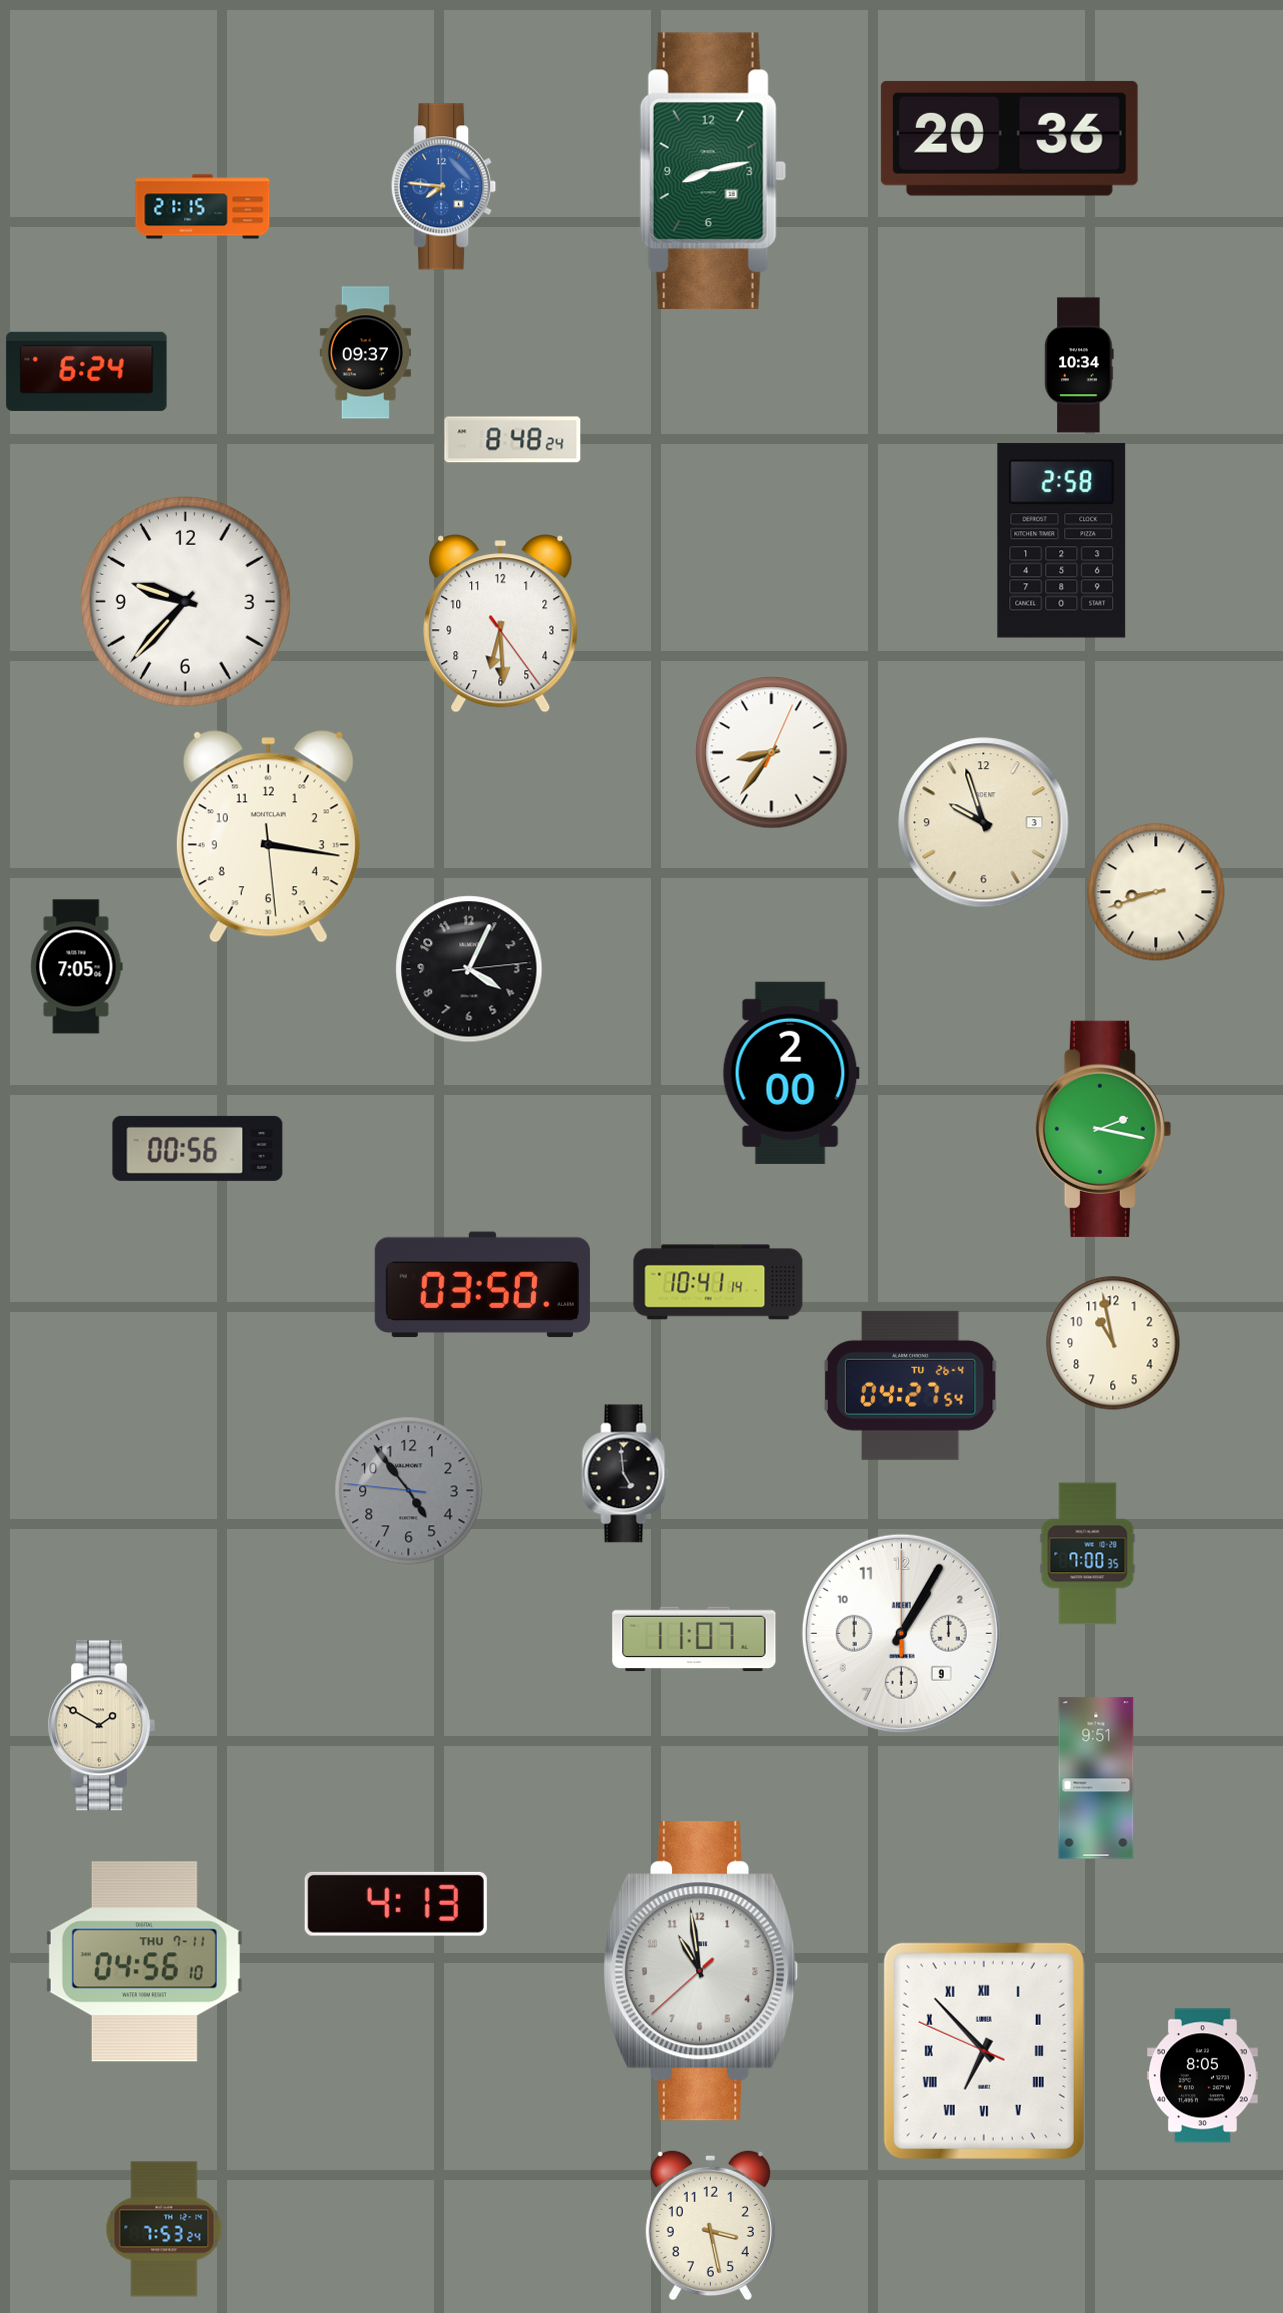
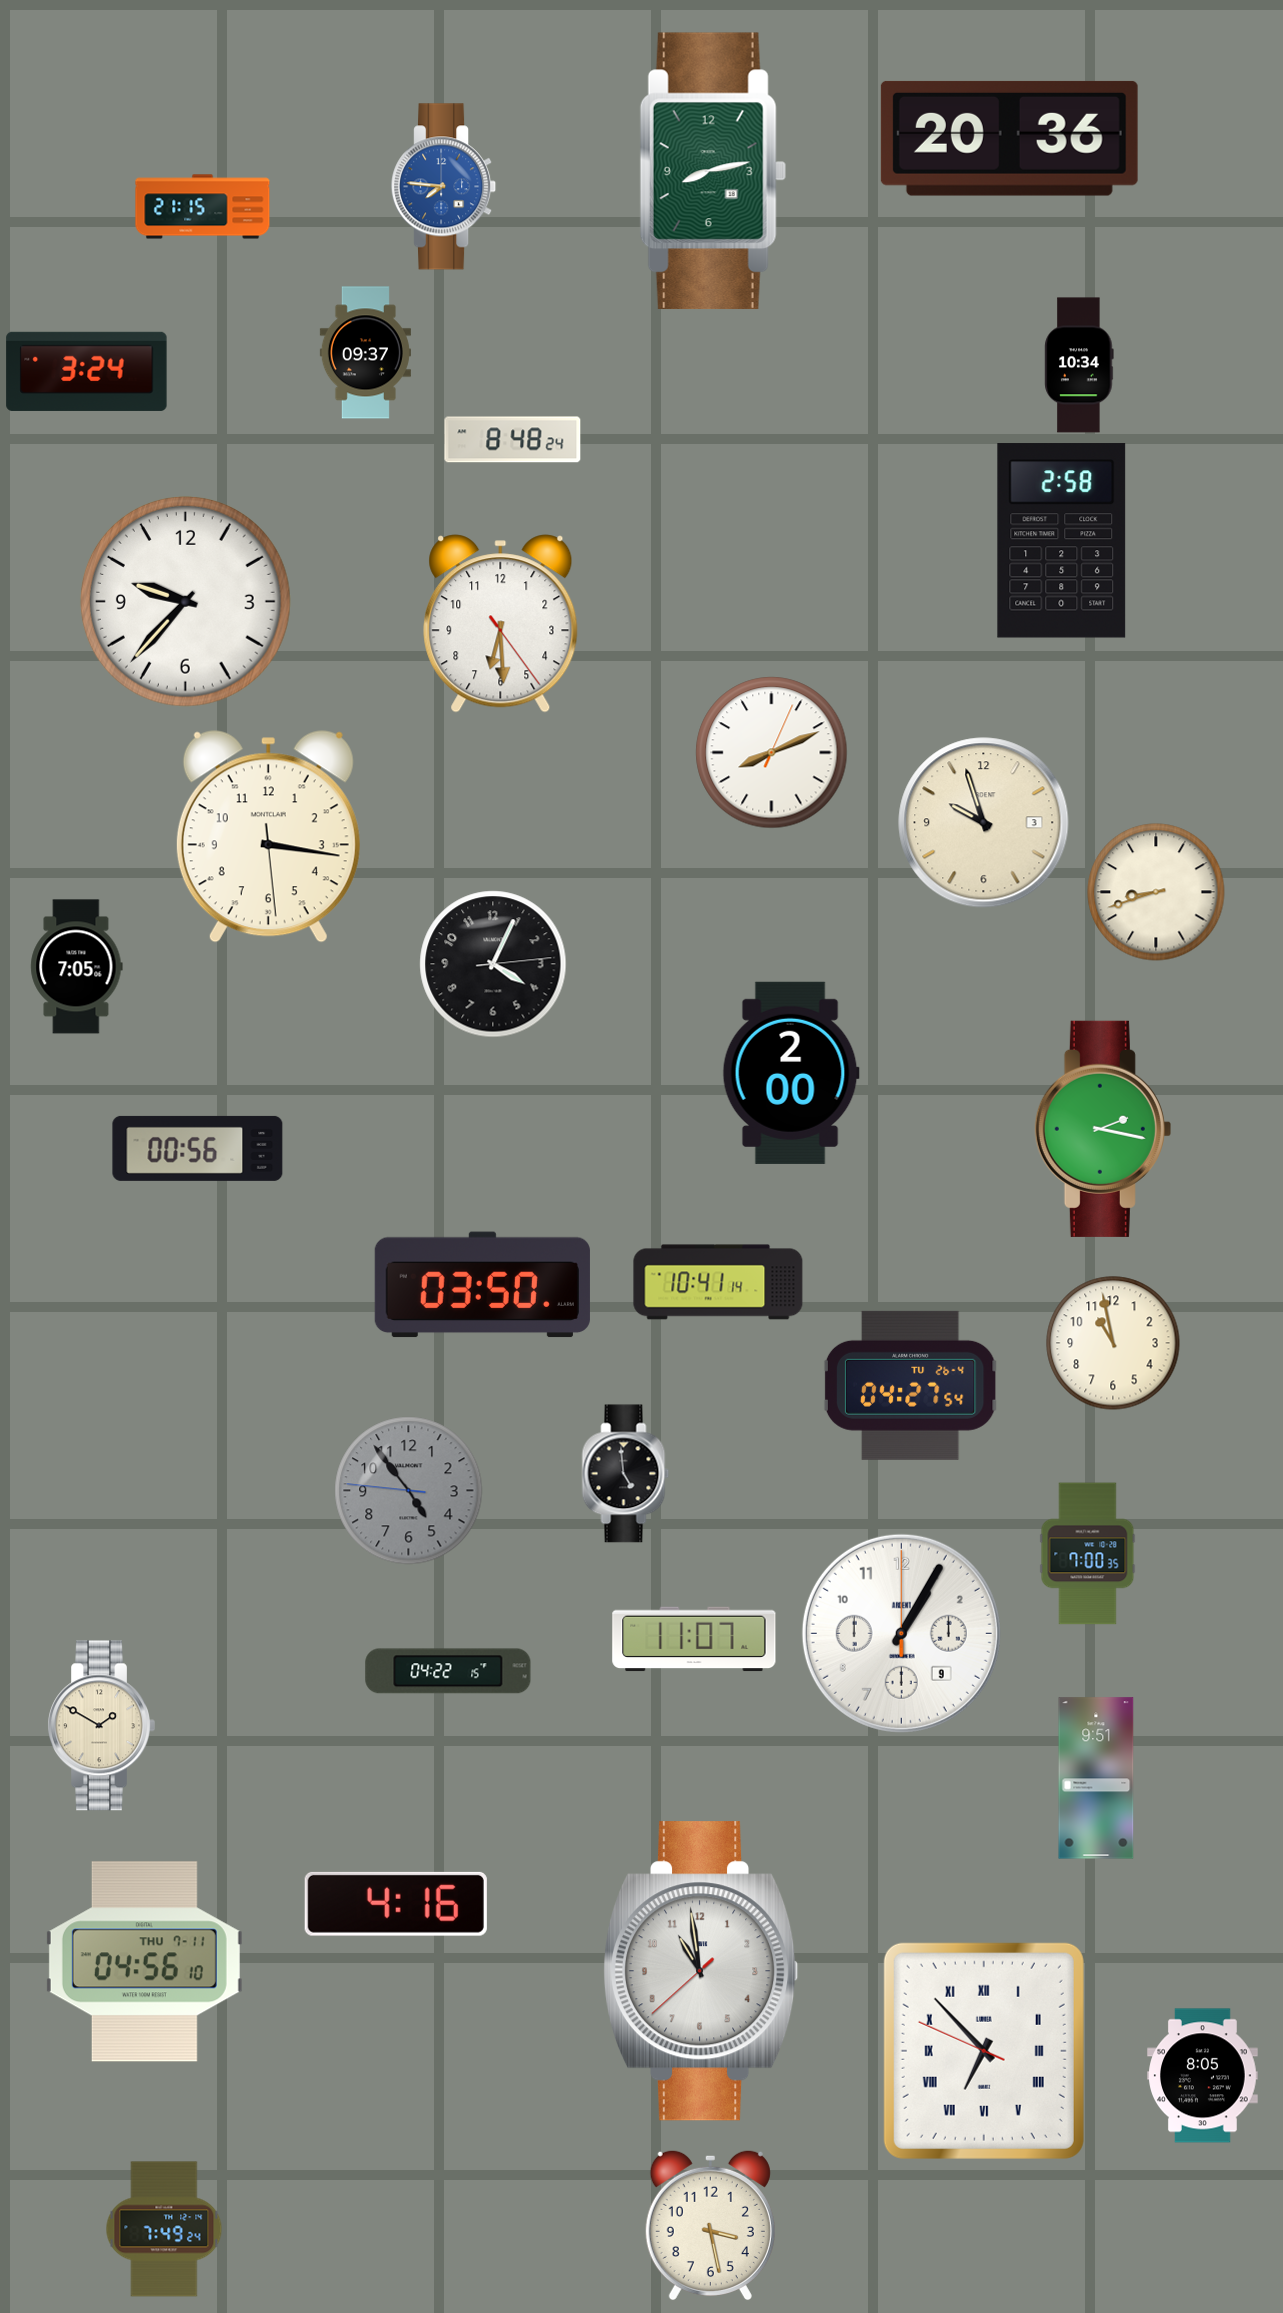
clock at (87, 371): 6:24 -> 3:24
clock at (772, 753): 8:36 -> 8:11
clock at (469, 969) position: (469, 969) -> (493, 964)
clock at (448, 1671): none -> 04:22
clock at (396, 1904): 4:13 -> 4:16
clock at (164, 2229): 7:53 -> 7:49
